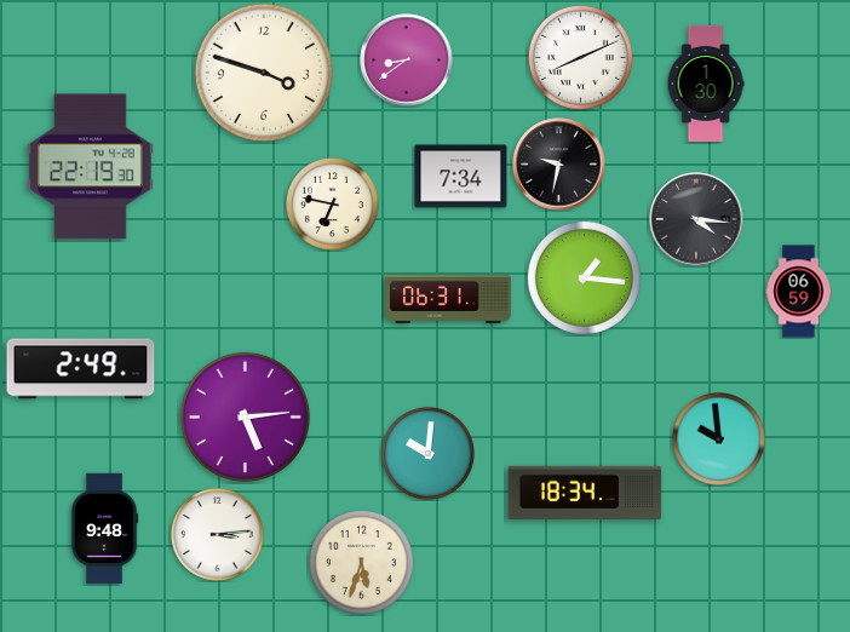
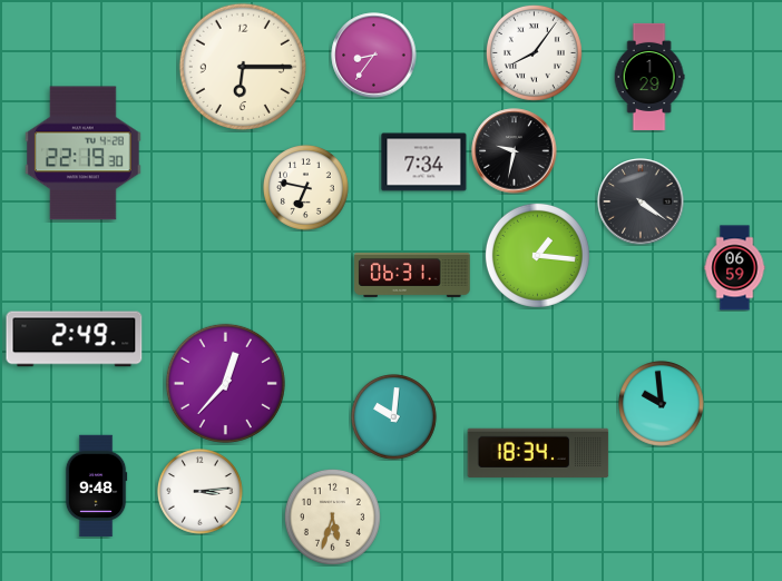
clock at (580, 57): 8:11 -> 8:06
clock at (407, 61): 8:39 -> 8:36
clock at (264, 73): 3:48 -> 6:15
clock at (706, 84): 1:30 -> 1:29
clock at (696, 219): 4:16 -> 4:21
clock at (245, 416): 5:14 -> 12:37
